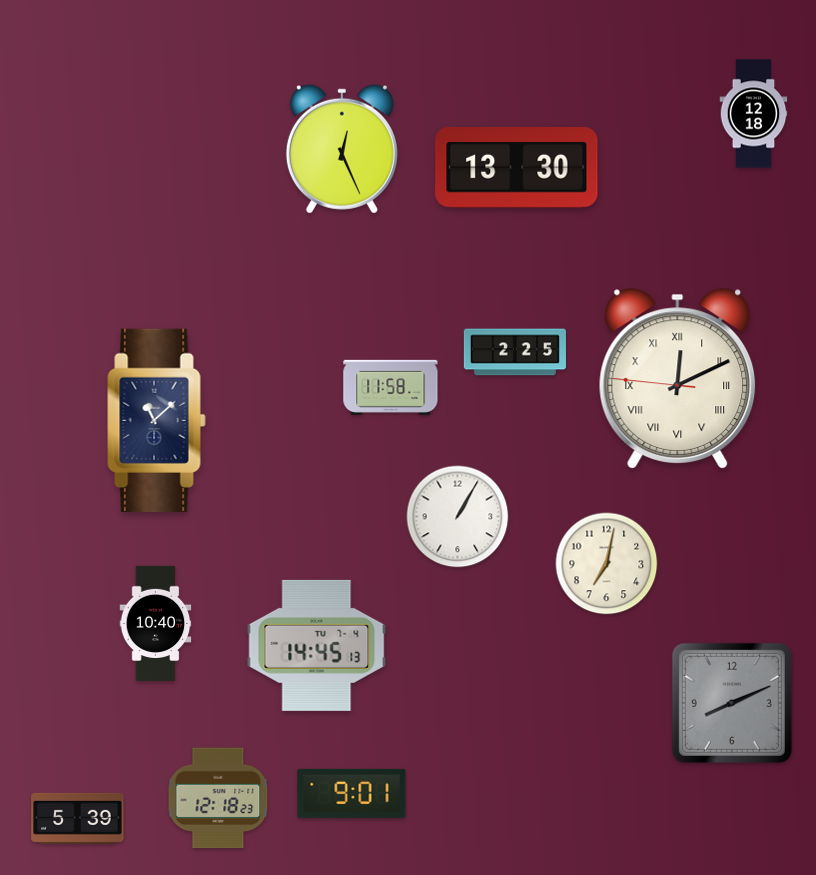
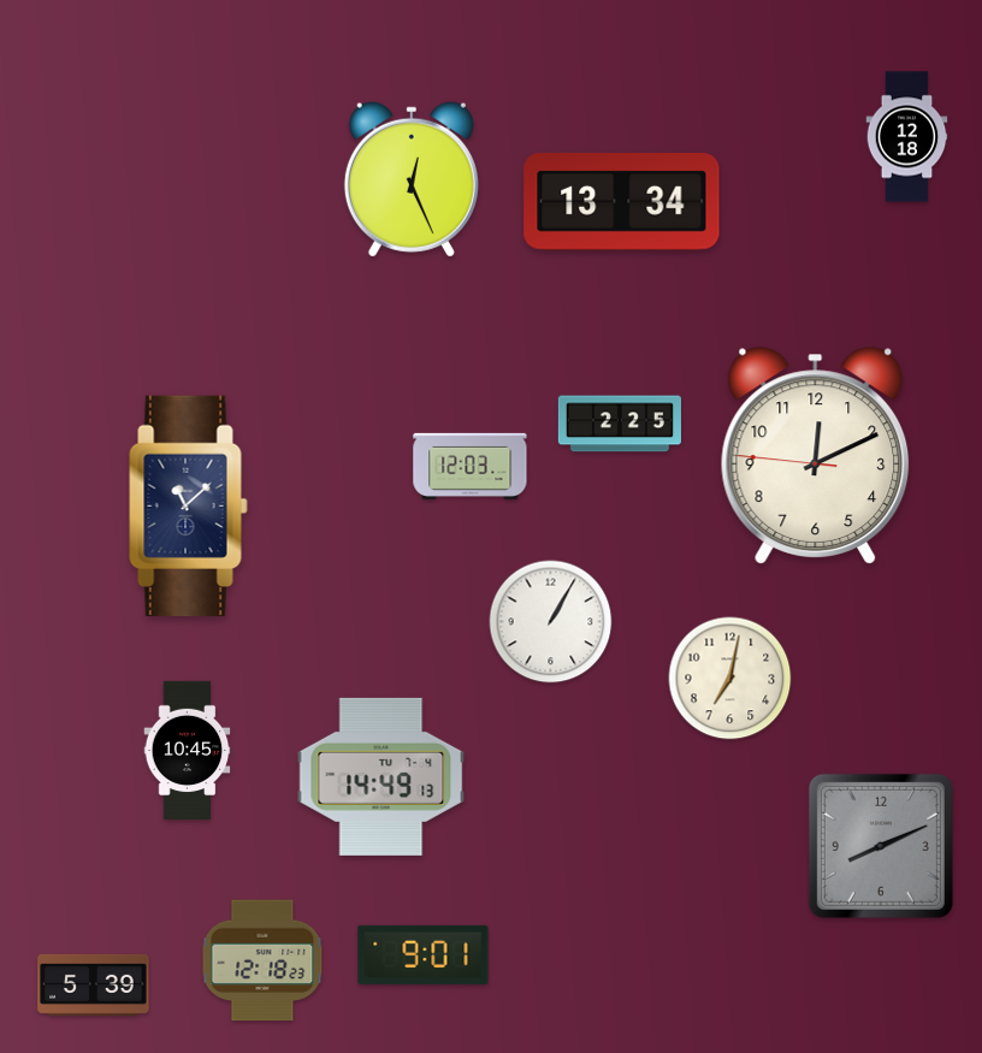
clock at (517, 168): 13:30 -> 13:34
clock at (678, 379) numerals: Roman -> Arabic
clock at (391, 387): 11:58 -> 12:03
clock at (156, 624): 10:40 -> 10:45
clock at (317, 645): 14:45 -> 14:49
